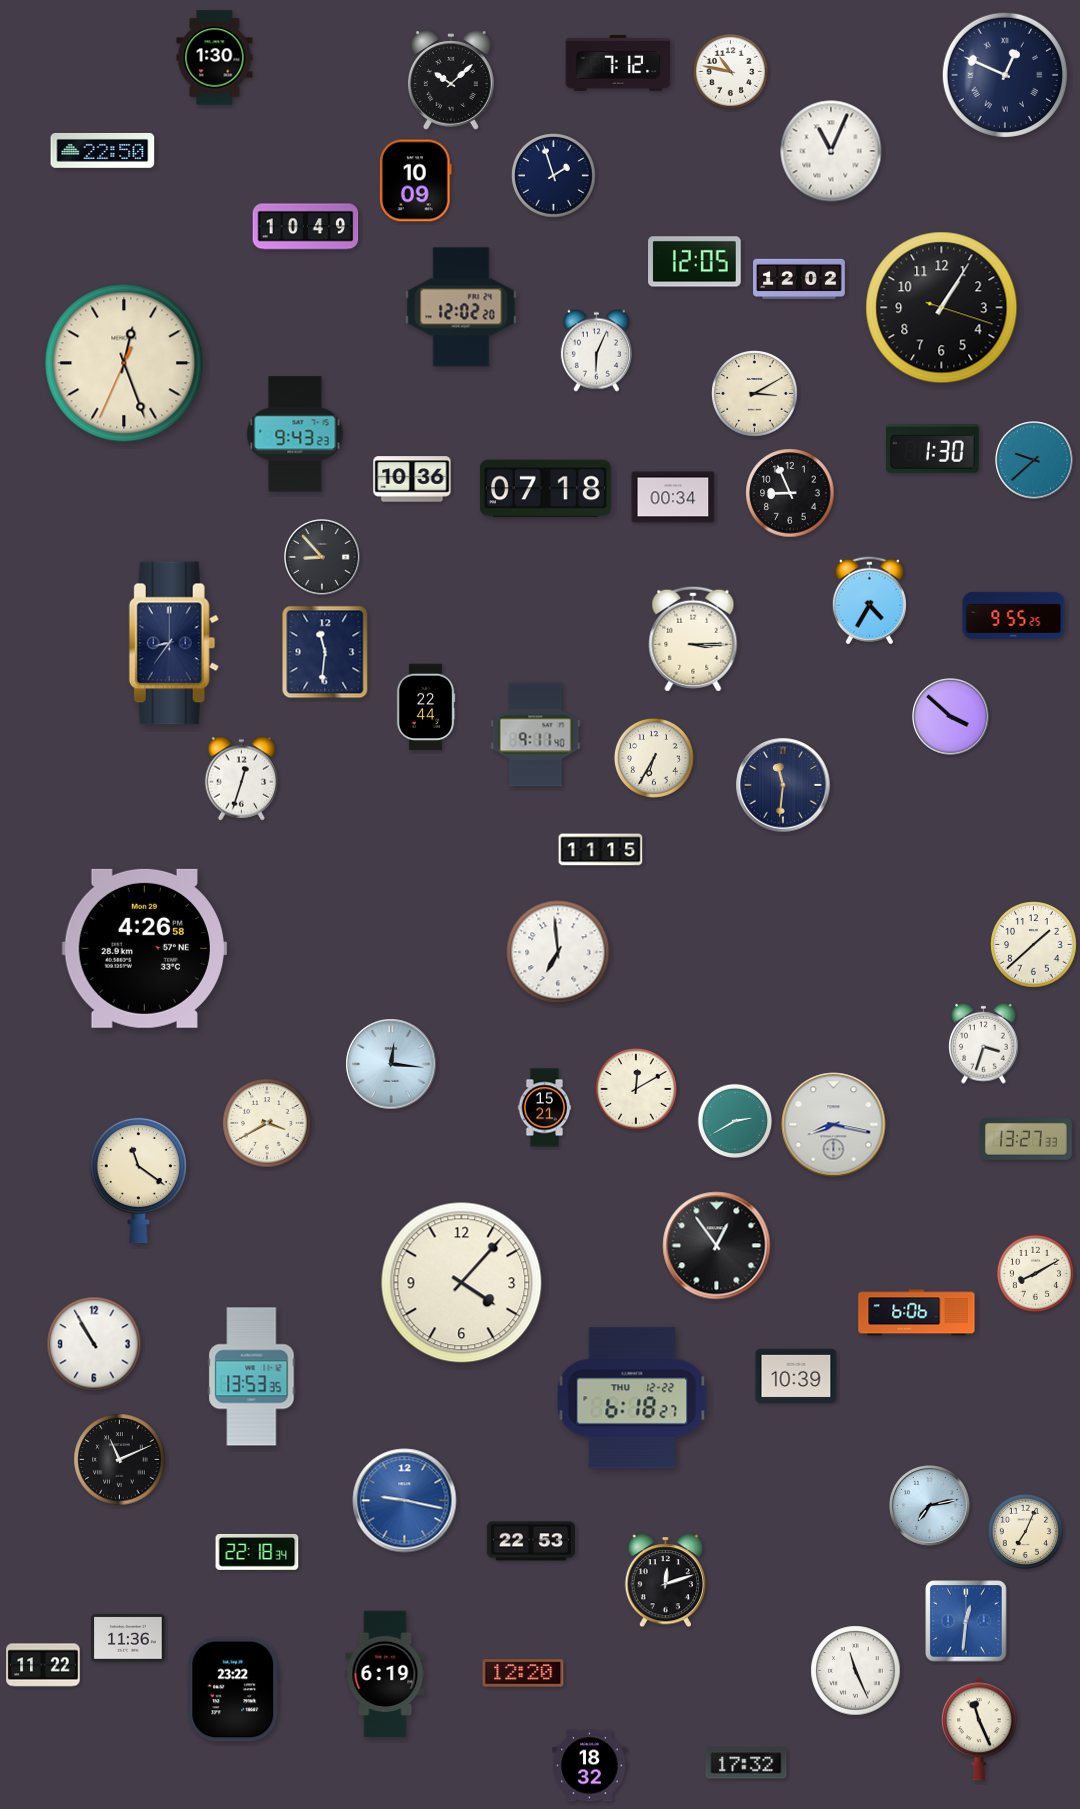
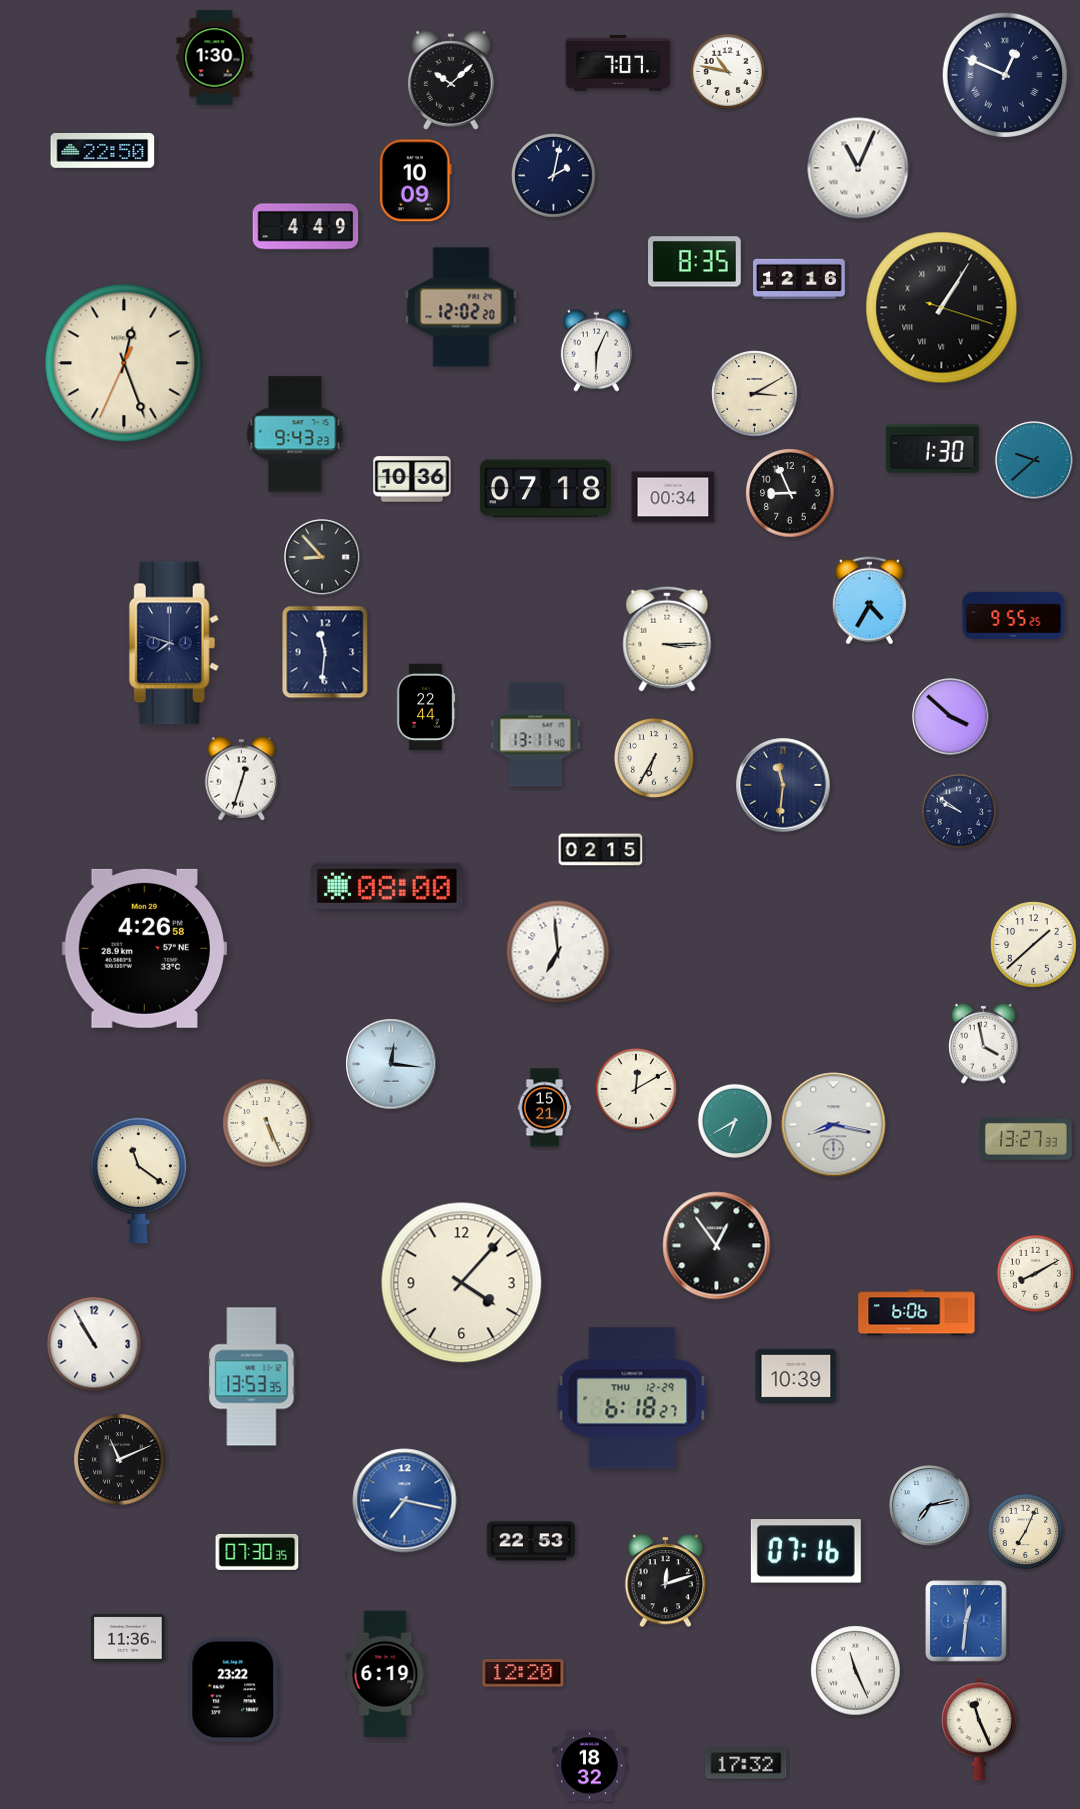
clock at (618, 63): 7:12 -> 7:07
clock at (730, 71) position: (730, 71) -> (727, 71)
clock at (831, 151) position: (831, 151) -> (858, 168)
clock at (554, 176): 1:57 -> 2:02
clock at (306, 227): 10:49 -> 4:49
clock at (695, 262): 12:05 -> 8:35
clock at (799, 278): 12:02 -> 12:16
clock at (942, 308) numerals: Arabic -> Roman
clock at (693, 639) position: (693, 639) -> (667, 639)
clock at (174, 643): 8:36 -> 7:48
clock at (536, 735): 9:11 -> 13:11
clock at (958, 810): none -> 9:51
clock at (601, 850): 11:15 -> 02:15
clock at (388, 886): none -> 08:00
clock at (984, 1043): 3:33 -> 3:58
clock at (734, 1120): 2:40 -> 6:40
clock at (267, 1123): 3:40 -> 5:26
clock at (632, 1398) date: THU 12-22 -> THU 12-29
clock at (405, 1501): 9:17 -> 7:17
clock at (806, 1551): none -> 07:16
clock at (257, 1552): 22:18 -> 07:30
clock at (43, 1665): 11:22 -> none
